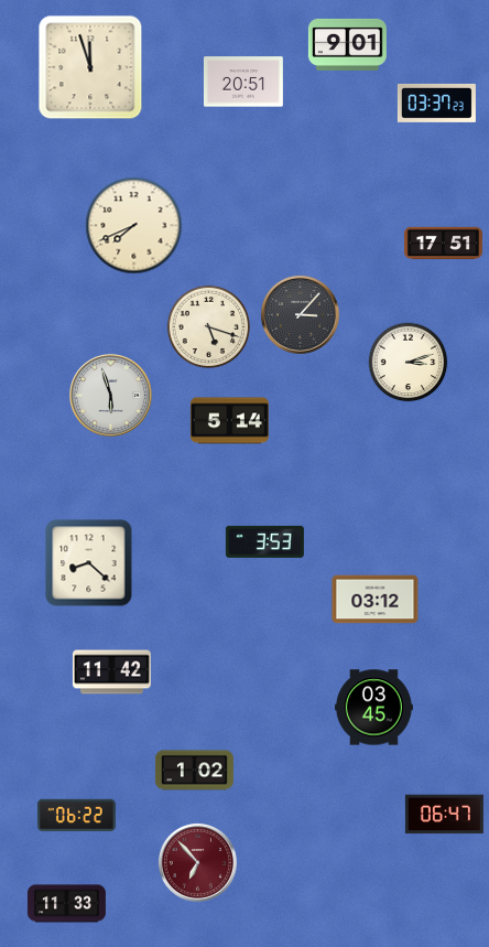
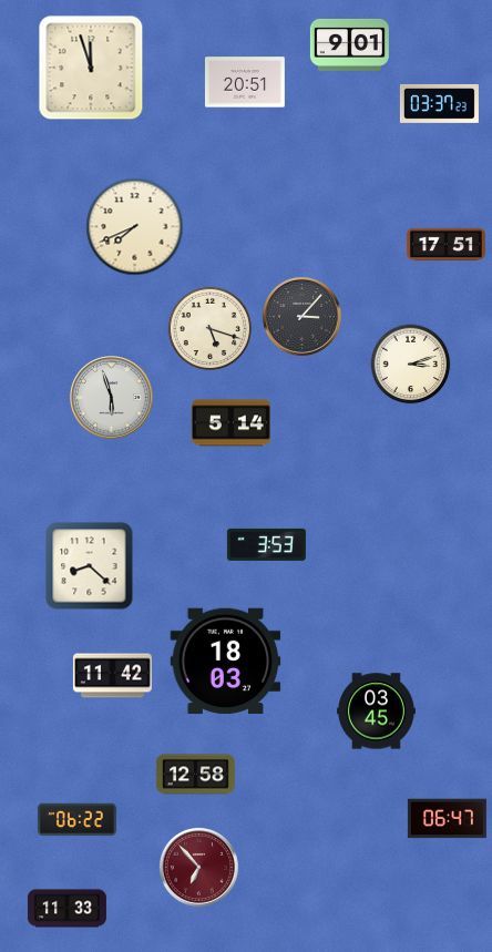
clock at (376, 600): 03:12 -> none
clock at (226, 662): none -> 18:03
clock at (194, 771): 1:02 -> 12:58
